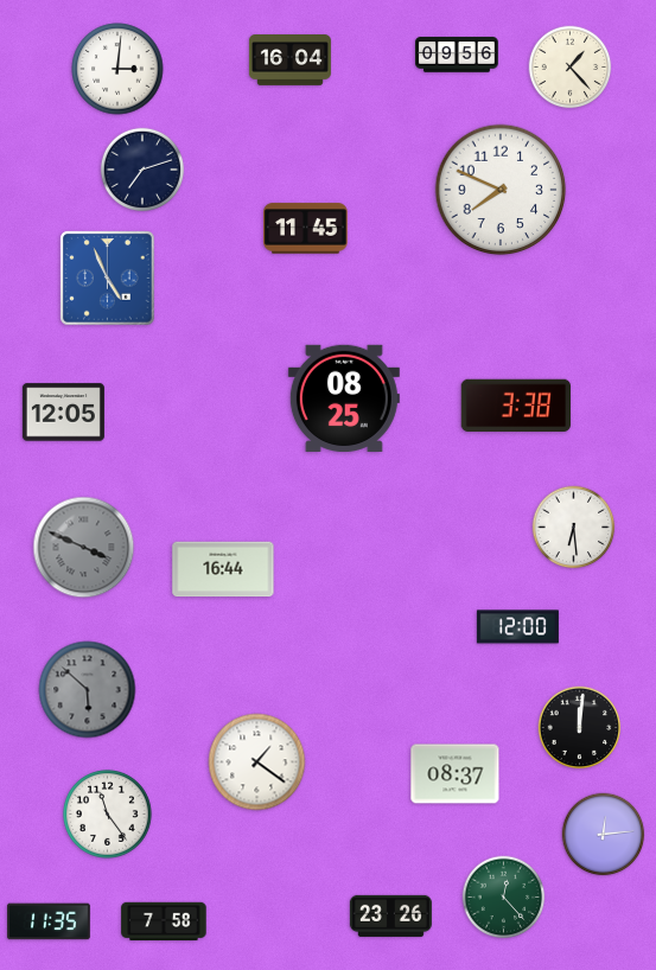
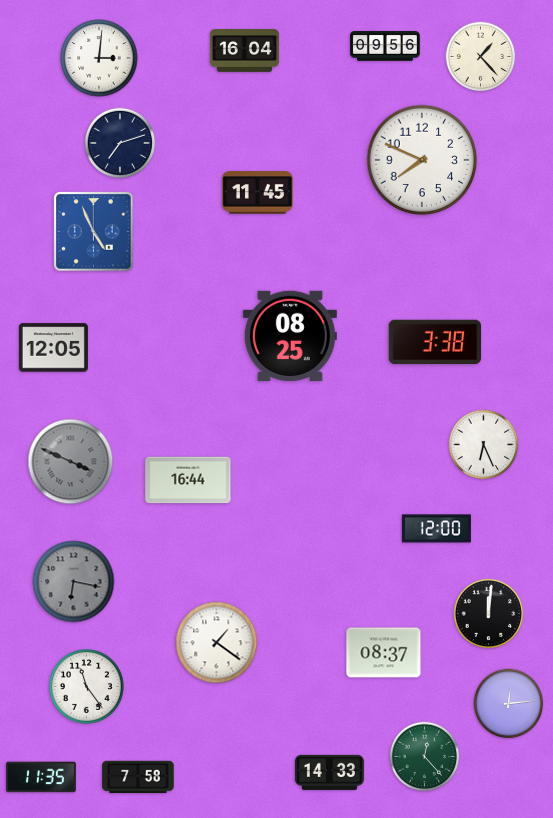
clock at (108, 279) position: (108, 279) -> (94, 232)
clock at (574, 528): 6:29 -> 6:26
clock at (88, 690): 5:52 -> 6:17
clock at (108, 815) position: (108, 815) -> (87, 687)
clock at (390, 915): 23:26 -> 14:33
